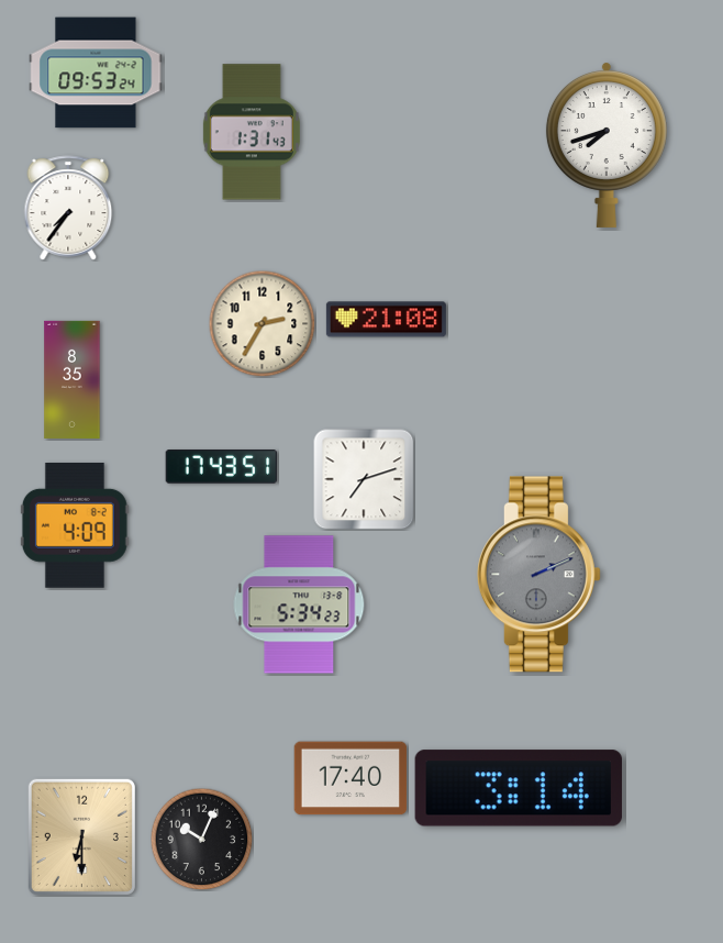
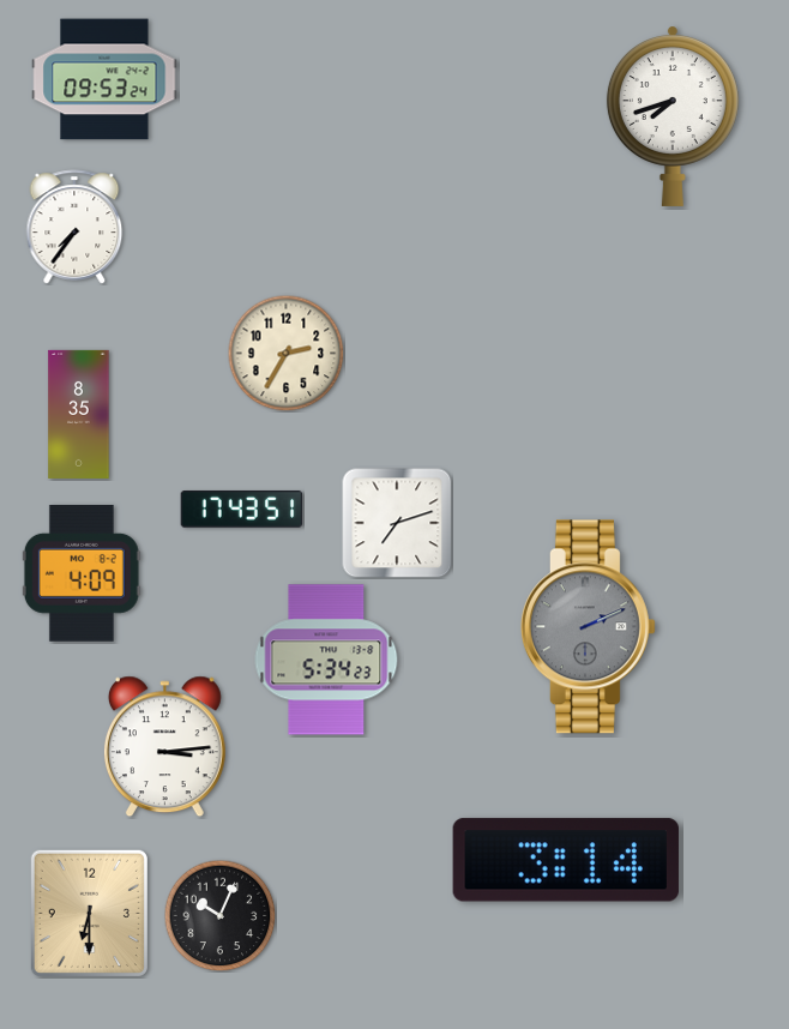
clock at (252, 132): 1:31 -> none
clock at (607, 145) position: (607, 145) -> (673, 116)
clock at (386, 320): 21:08 -> none
clock at (164, 747): none -> 3:14
clock at (351, 778): 17:40 -> none
